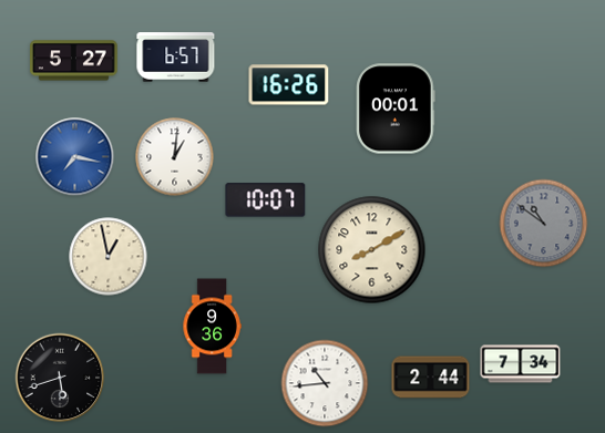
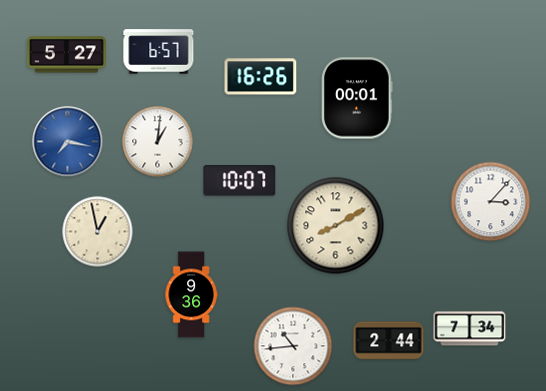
clock at (544, 224): 10:51 -> 3:07
clock at (544, 224) dial: grey -> white
clock at (60, 378): 5:42 -> none
